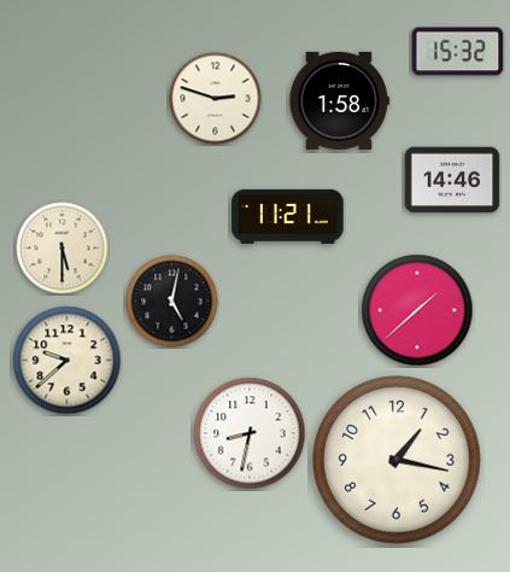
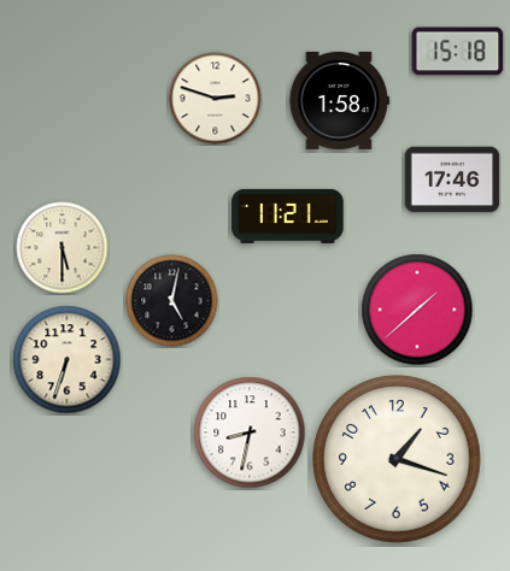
clock at (458, 52): 15:32 -> 15:18
clock at (452, 180): 14:46 -> 17:46
clock at (68, 361): 9:38 -> 6:33
clock at (397, 460): 1:17 -> 1:18
